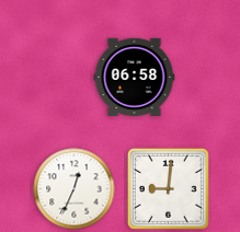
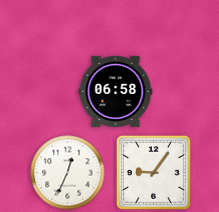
clock at (135, 77) position: (135, 77) -> (116, 91)
clock at (168, 188): 9:01 -> 9:06
